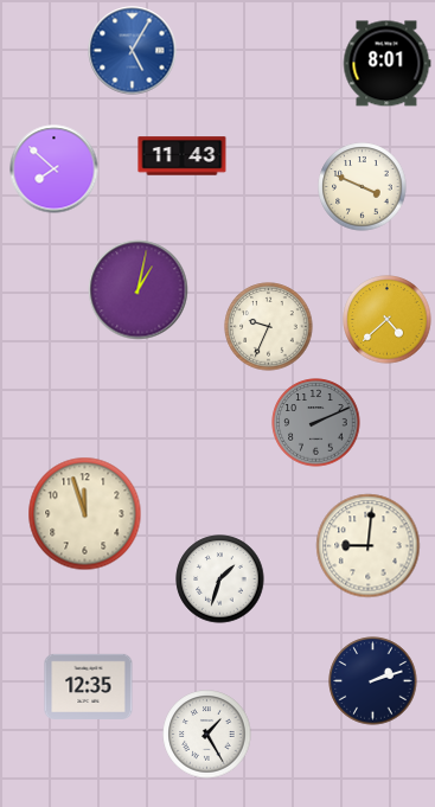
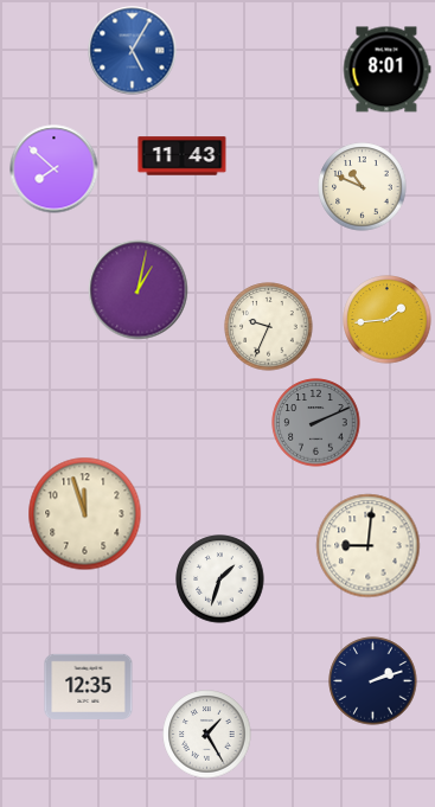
clock at (386, 64) position: (386, 64) -> (386, 70)
clock at (363, 187): 3:49 -> 10:49
clock at (388, 320): 4:38 -> 1:44
